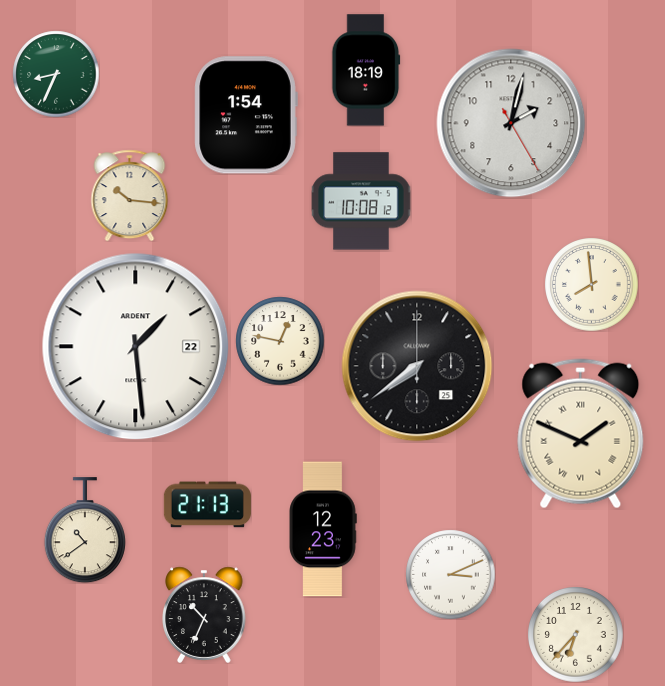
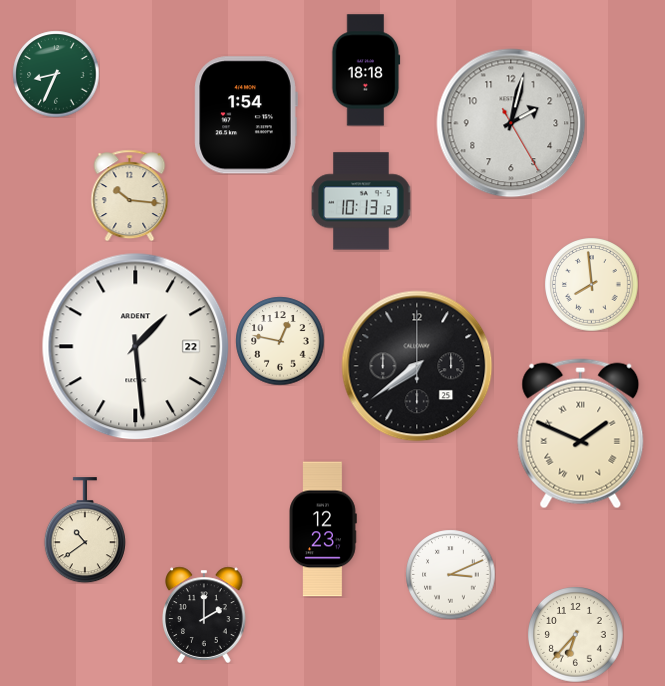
clock at (366, 70): 18:19 -> 18:18
clock at (361, 201): 10:08 -> 10:13
clock at (207, 505): 21:13 -> none
clock at (204, 615): 10:34 -> 2:00
